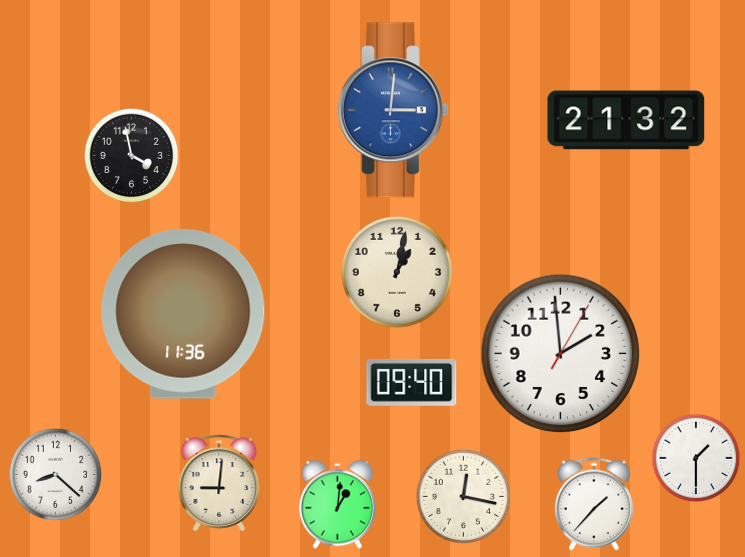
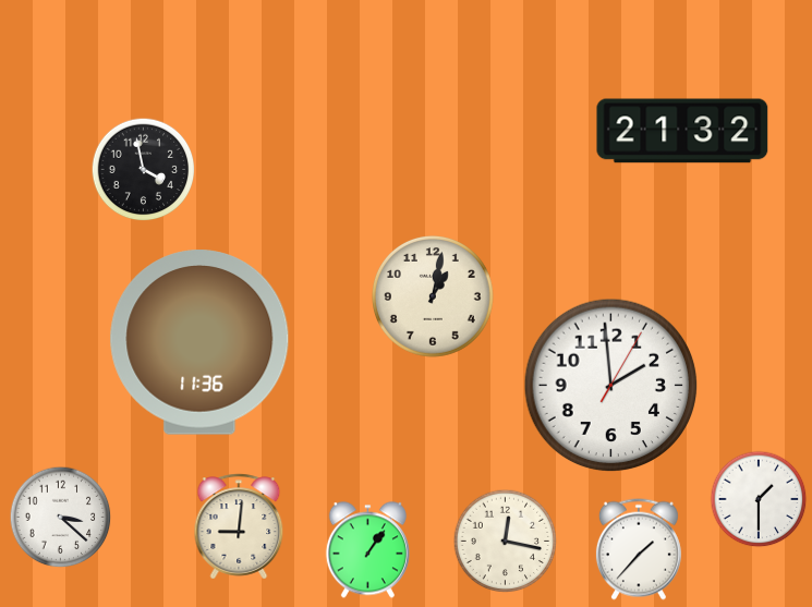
clock at (392, 110): 3:01 -> none
clock at (412, 382): 09:40 -> none
clock at (56, 475): 8:22 -> 3:22
clock at (594, 504) position: (594, 504) -> (639, 549)
clock at (337, 505): 1:01 -> 1:06
